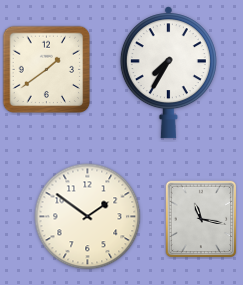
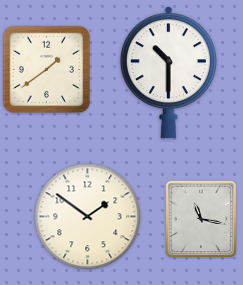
clock at (168, 73): 7:35 -> 10:30
